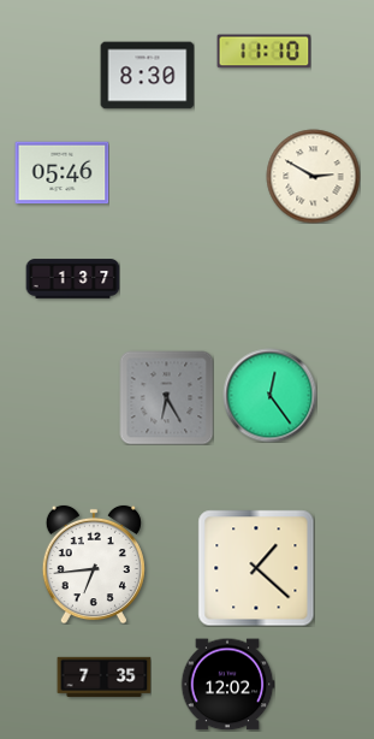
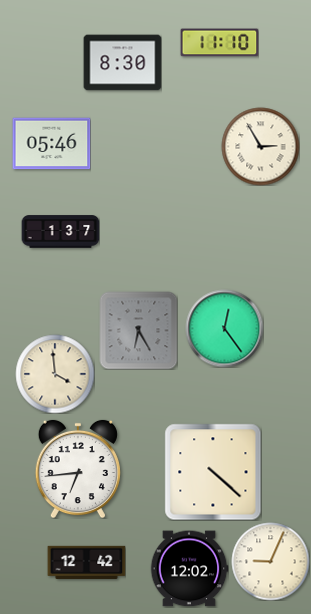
clock at (313, 176): 2:50 -> 2:55
clock at (55, 374): none -> 3:59
clock at (256, 568): 1:22 -> 4:22
clock at (270, 561): none -> 9:04
clock at (103, 676): 7:35 -> 12:42
